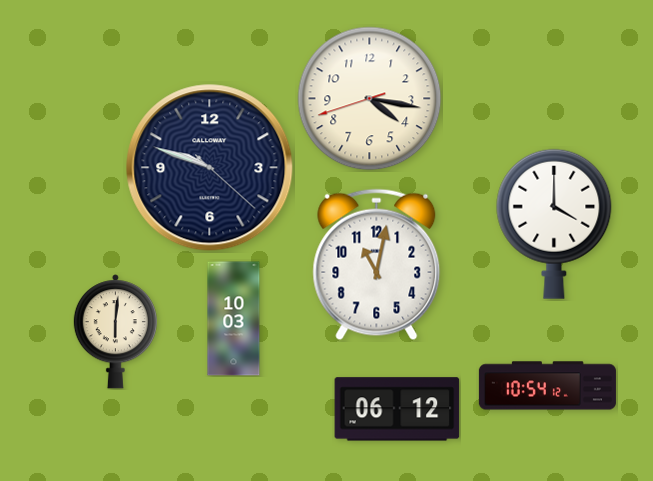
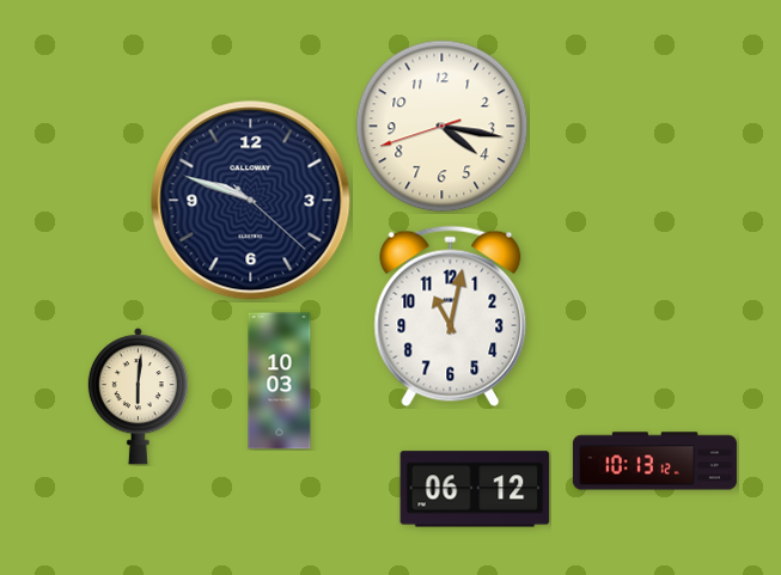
clock at (370, 99) position: (370, 99) -> (443, 127)
clock at (554, 224): 4:00 -> none
clock at (547, 386): 10:54 -> 10:13
